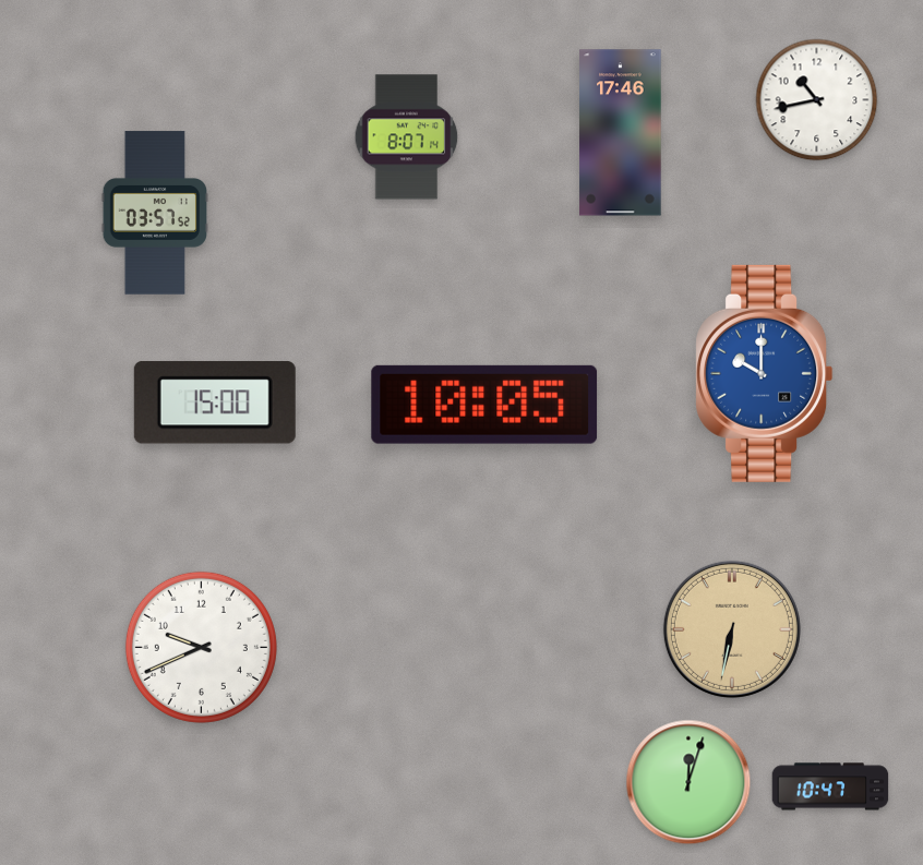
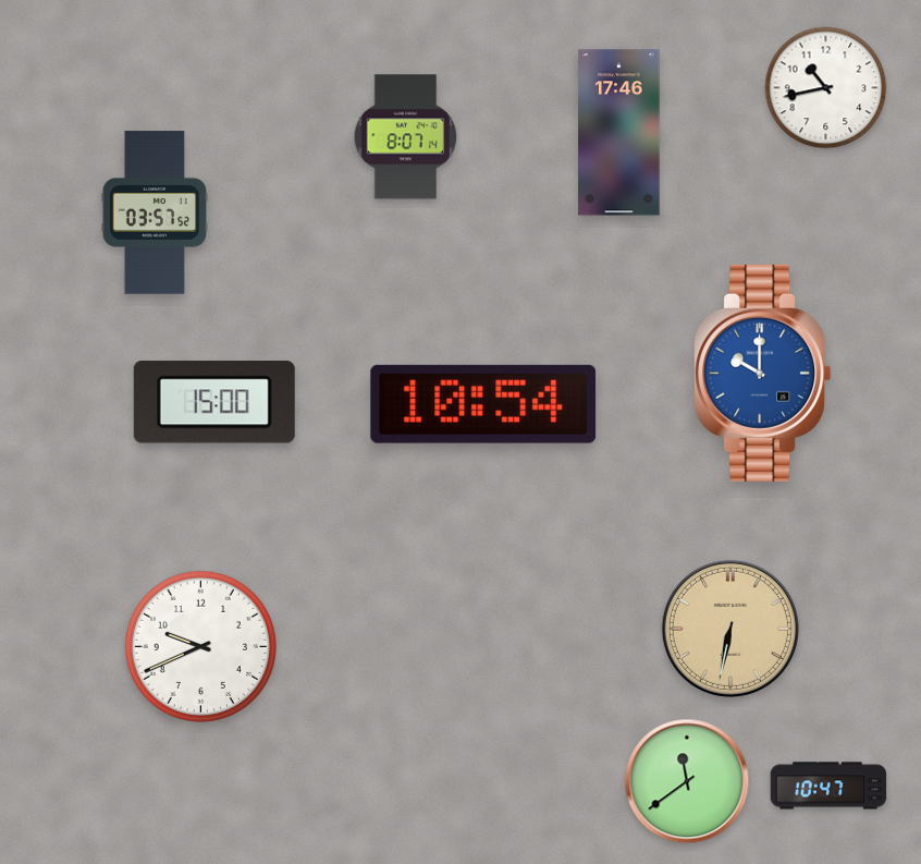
clock at (817, 100) position: (817, 100) -> (826, 88)
clock at (484, 405): 10:05 -> 10:54
clock at (688, 782): 12:03 -> 11:39
